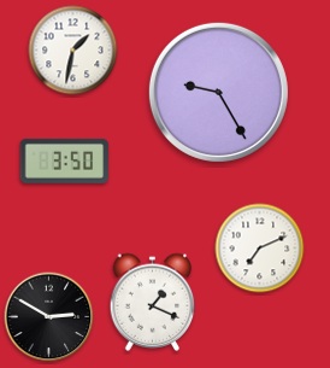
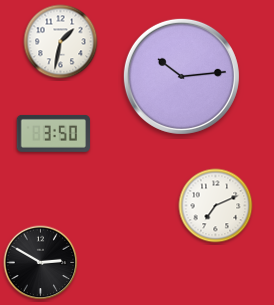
clock at (218, 92): 9:25 -> 10:14
clock at (153, 302): 1:19 -> none
